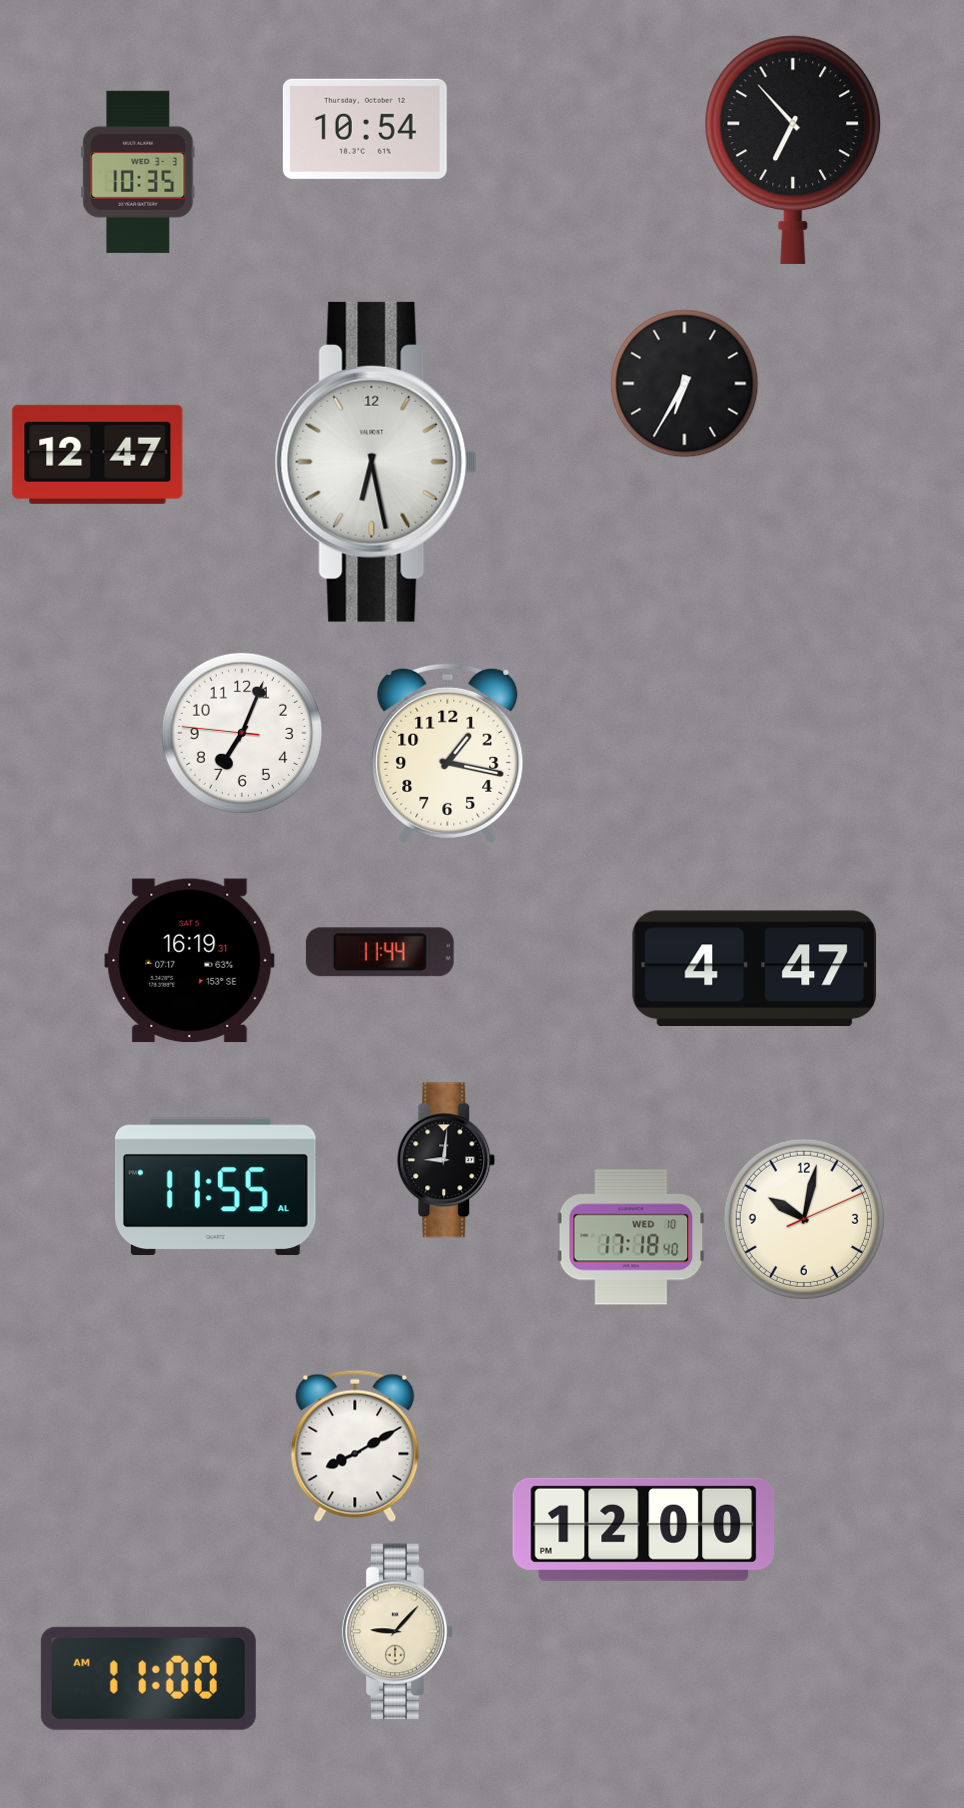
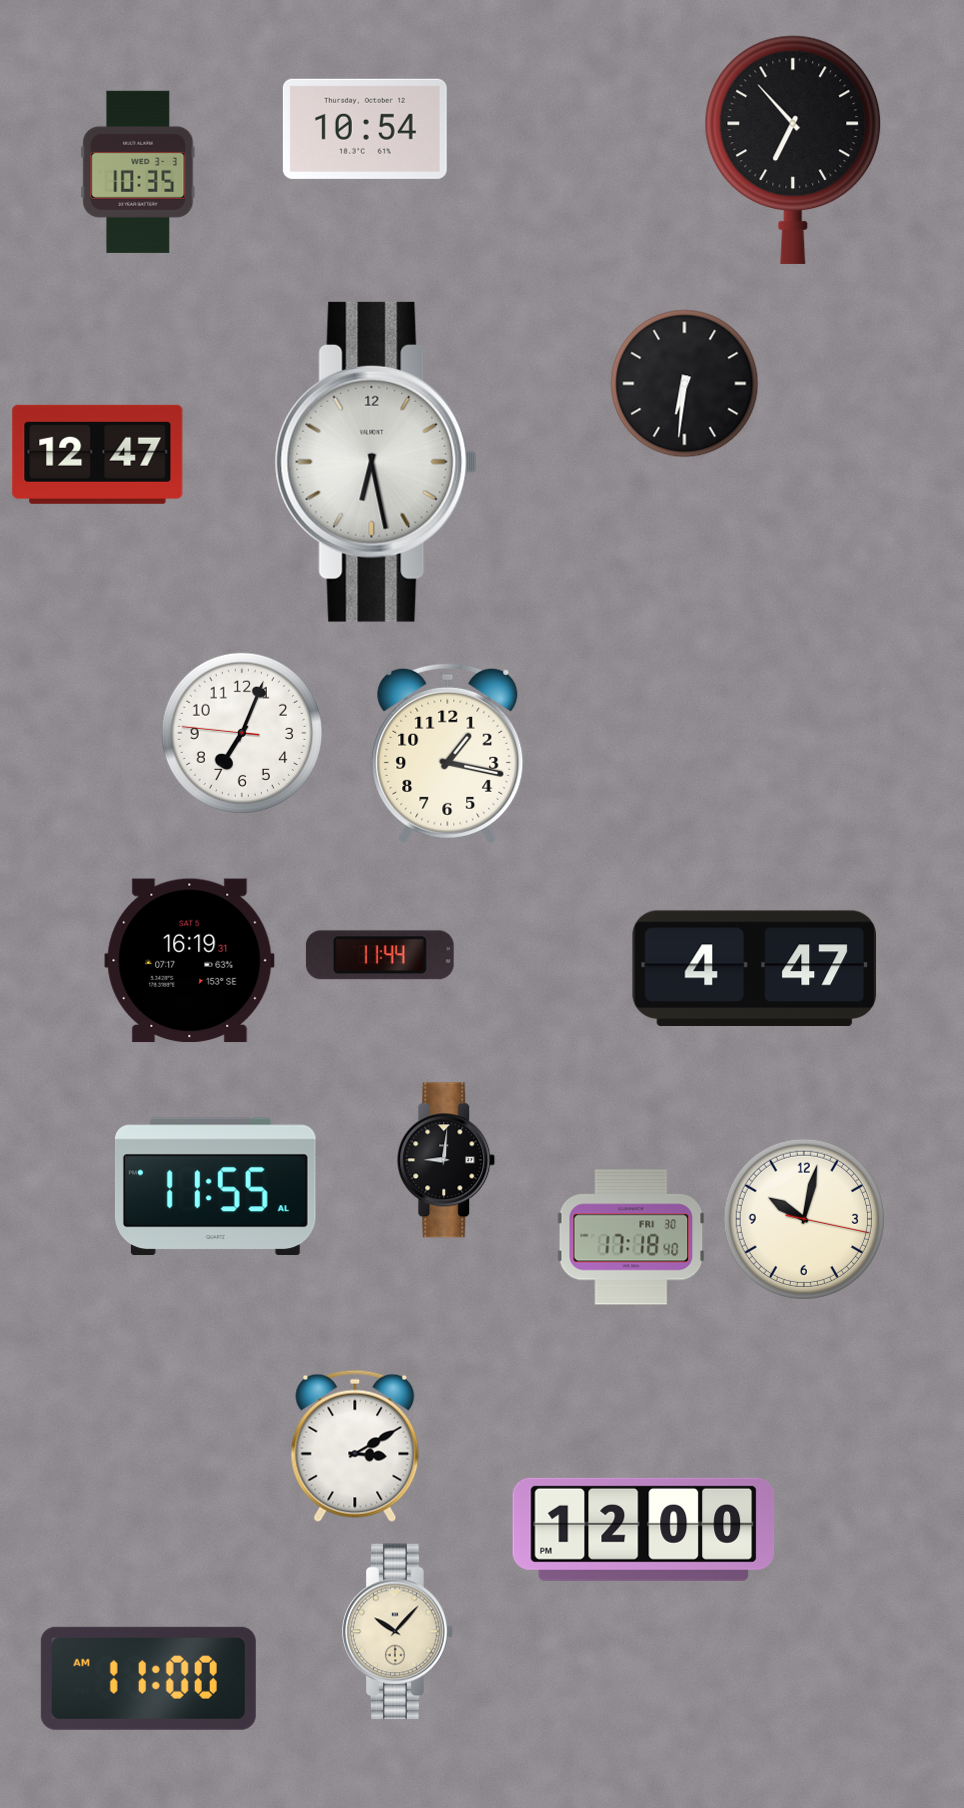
clock at (685, 384): 6:35 -> 6:31
clock at (380, 952) position: (380, 952) -> (380, 955)
clock at (804, 1219): 10:02:11 -> 10:02:17
clock at (631, 1237) date: WED 10 -> FRI 30
clock at (355, 1446): 8:10 -> 3:10
clock at (398, 1632): 9:07 -> 10:07
